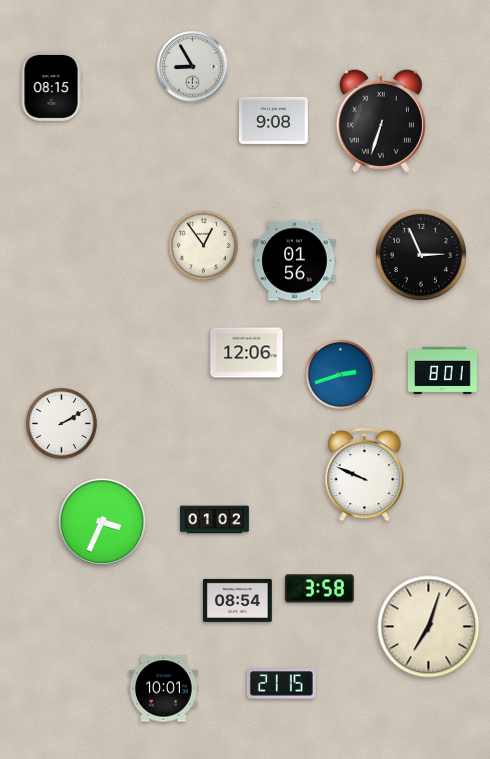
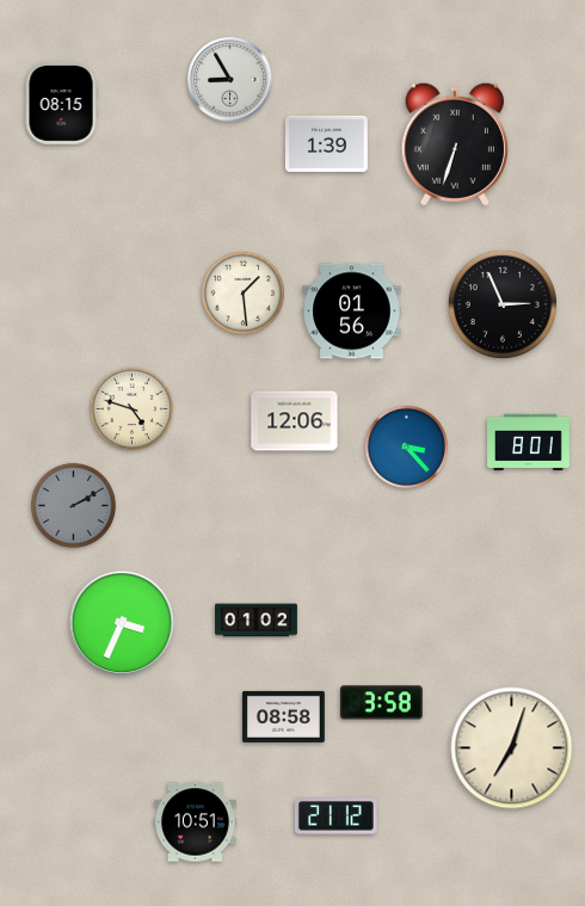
clock at (273, 120): 9:08 -> 1:39
clock at (203, 245): 12:54 -> 1:29
clock at (131, 408): none -> 4:48
clock at (340, 374): 2:42 -> 3:23
clock at (61, 423) dial: white -> grey
clock at (365, 474): 9:49 -> none
clock at (238, 600): 08:54 -> 08:58
clock at (281, 684): 21:15 -> 21:12
clock at (164, 689): 10:01 -> 10:51
